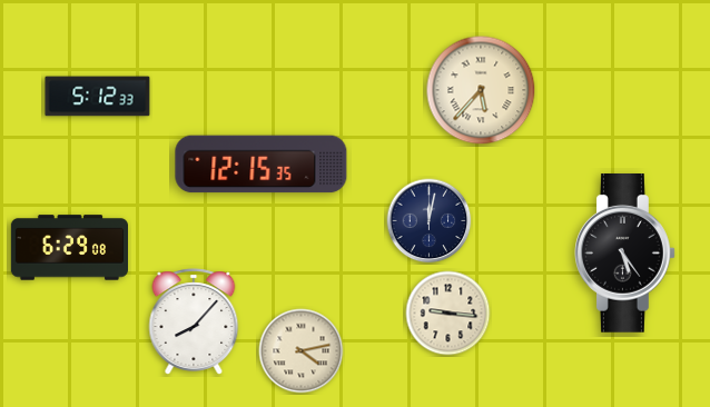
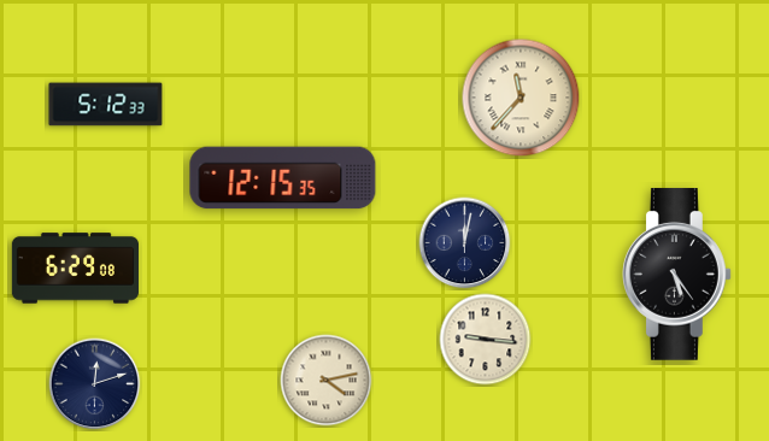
clock at (481, 90): 5:37 -> 11:37
clock at (430, 221) position: (430, 221) -> (465, 243)
clock at (194, 321): 8:07 -> none
clock at (95, 384): none -> 12:12
